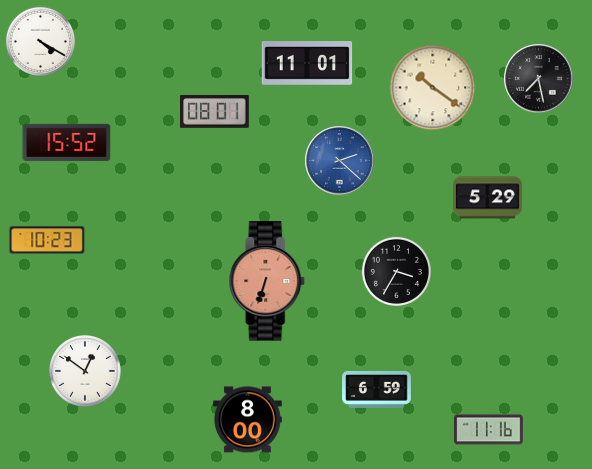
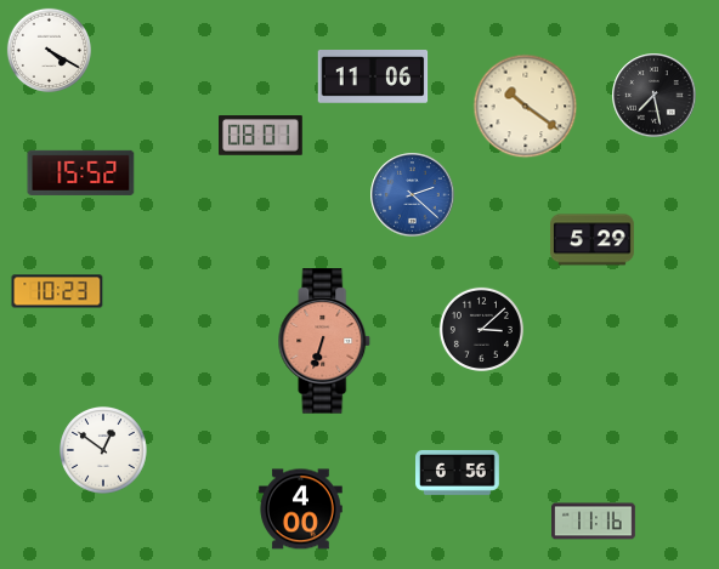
clock at (307, 64): 11:01 -> 11:06
clock at (396, 271): 3:35 -> 3:08
clock at (377, 389): 6:59 -> 6:56
clock at (248, 420): 8:00 -> 4:00
